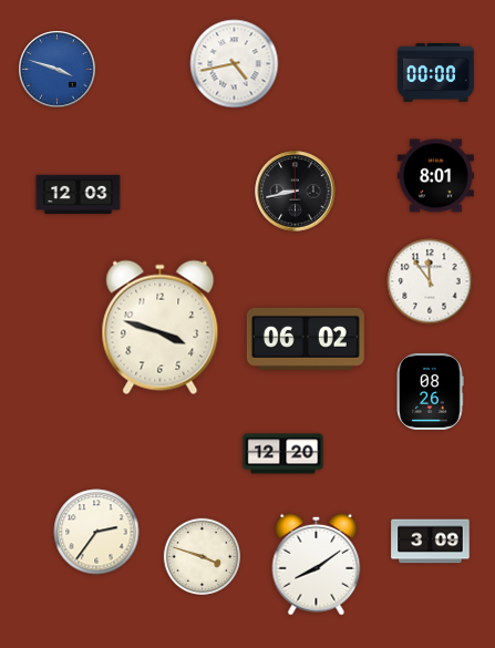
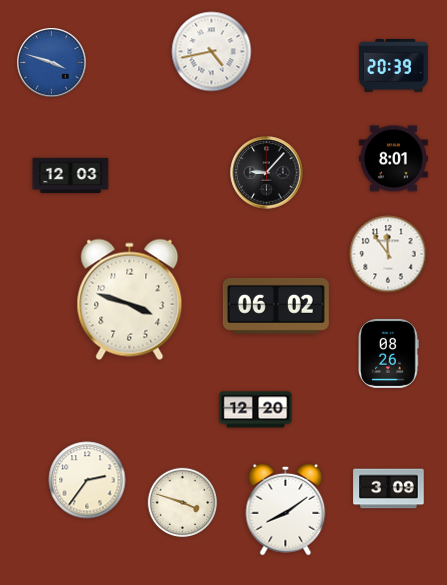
clock at (235, 64) position: (235, 64) -> (212, 52)
clock at (435, 73): 00:00 -> 20:39
clock at (296, 192): 8:43 -> 9:07
clock at (161, 328) position: (161, 328) -> (130, 300)
